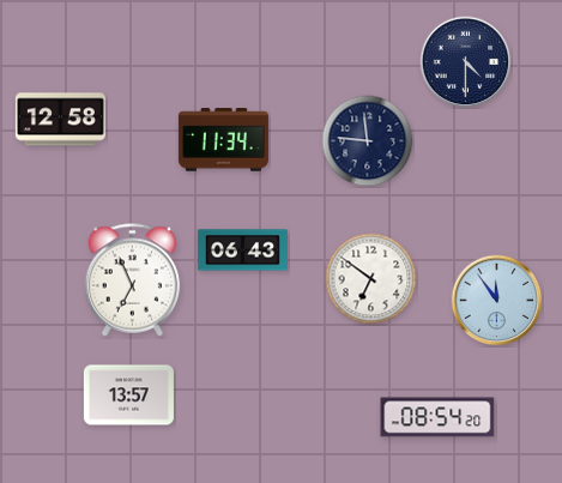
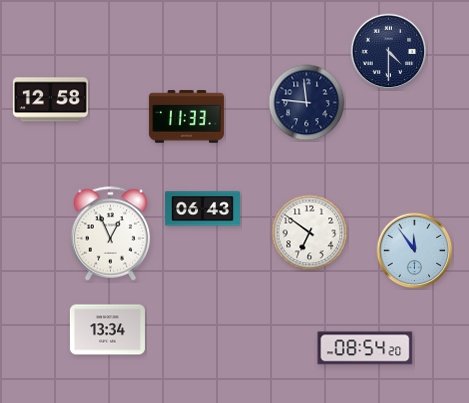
clock at (223, 140): 11:34 -> 11:33
clock at (368, 141) position: (368, 141) -> (307, 103)
clock at (133, 280): 6:56 -> 12:56
clock at (128, 396): 13:57 -> 13:34
